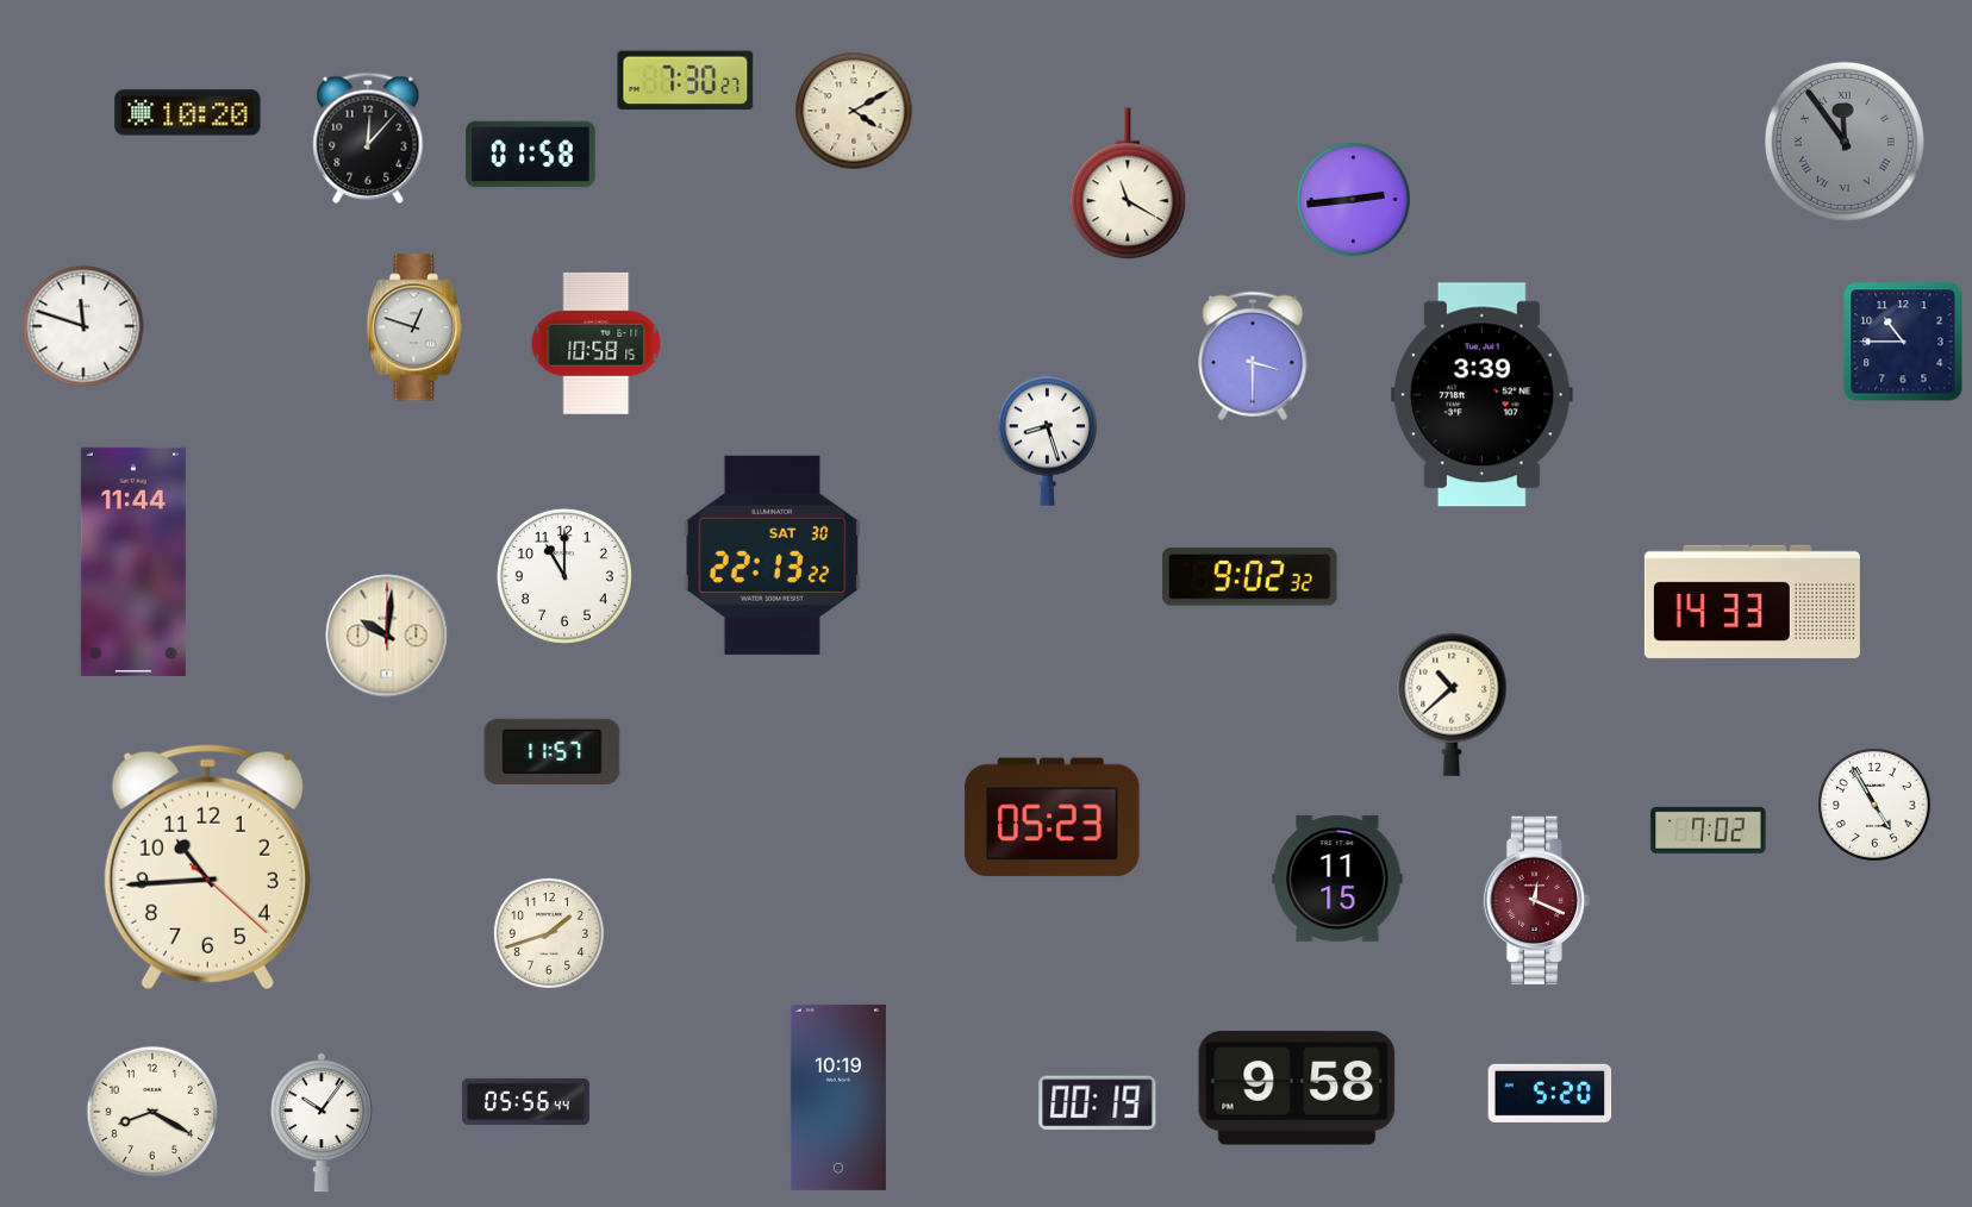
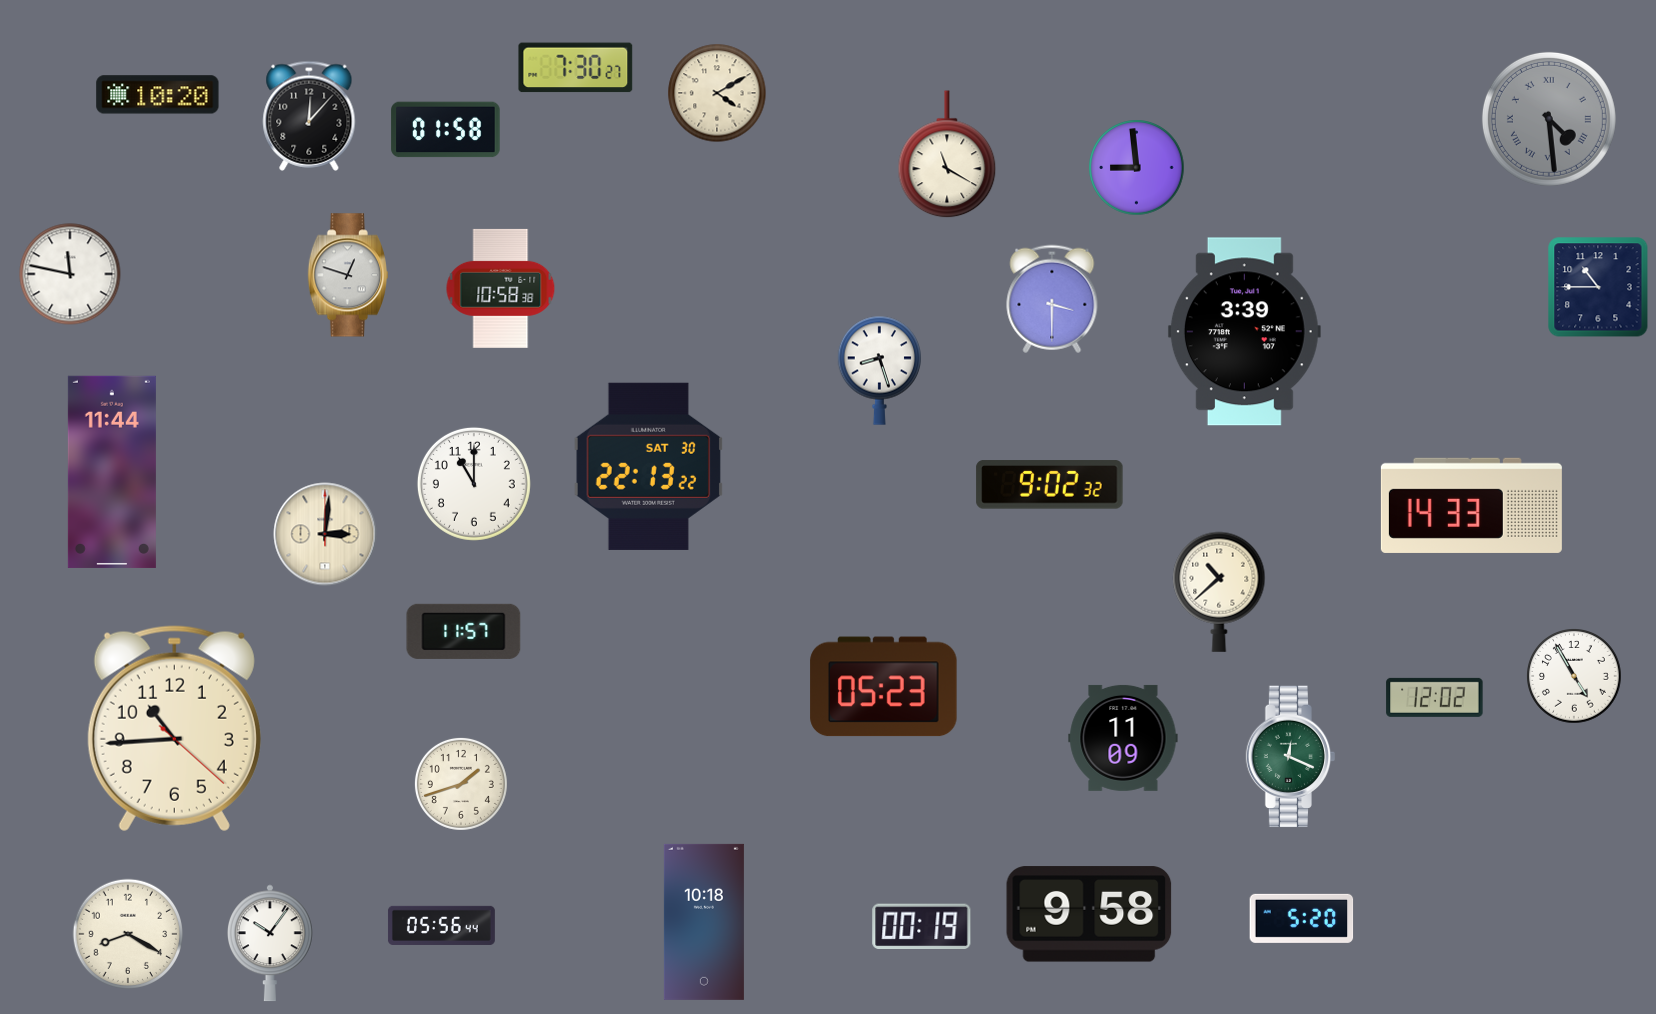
clock at (1845, 142): 11:54 -> 4:29
clock at (1354, 200): 2:44 -> 8:59
clock at (83, 326): 11:48 -> 11:47
clock at (597, 343): 10:58:15 -> 10:58:38
clock at (387, 636): 10:01 -> 3:01
clock at (1709, 830): 7:02 -> 12:02
clock at (1337, 878): 11:15 -> 11:09
clock at (1537, 901) dial: burgundy -> green
clock at (838, 1097): 10:19 -> 10:18
